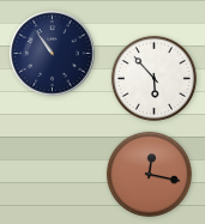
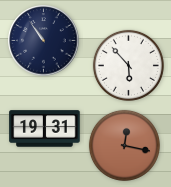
clock at (53, 54) position: (53, 54) -> (44, 41)
clock at (45, 129): none -> 19:31
